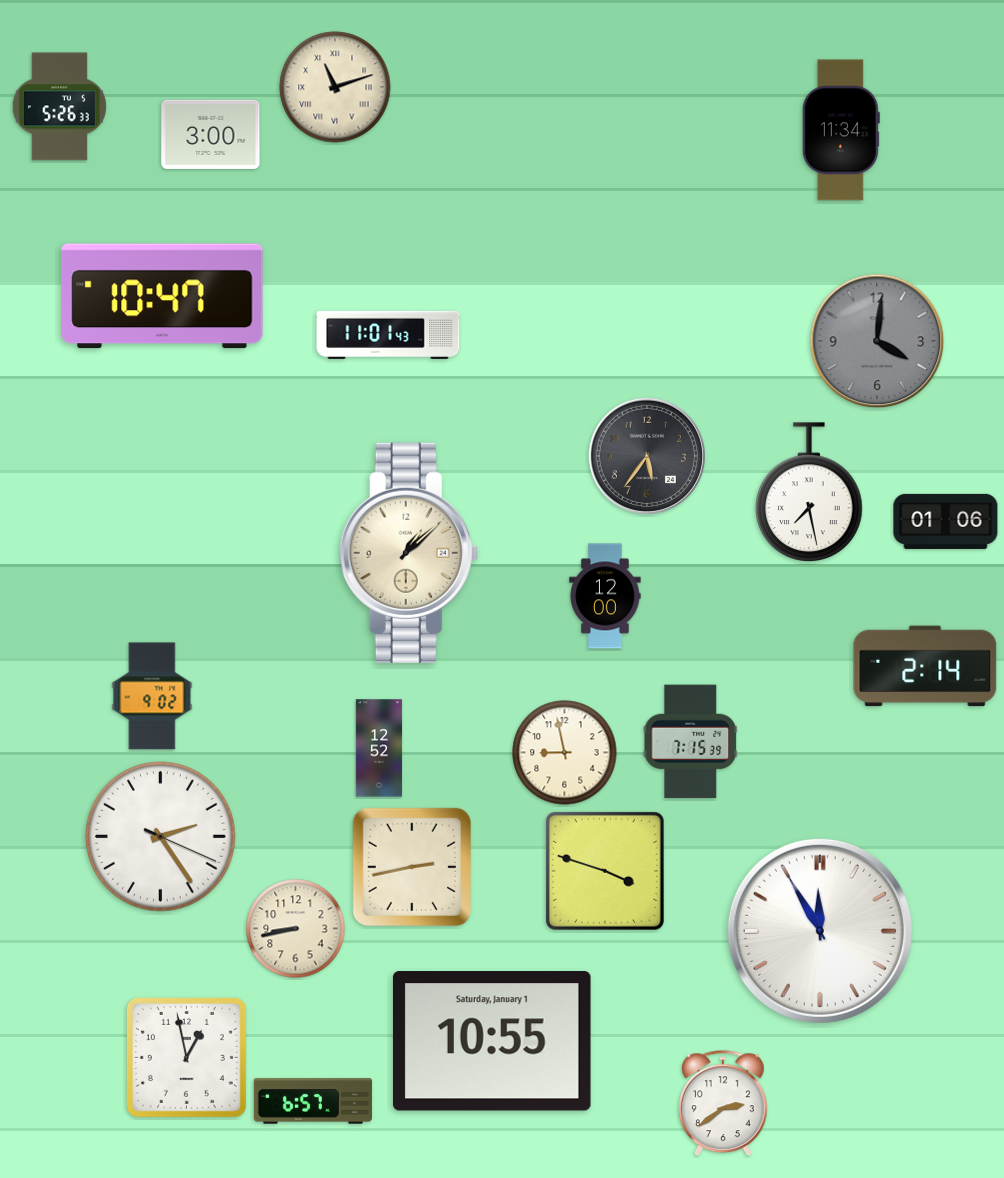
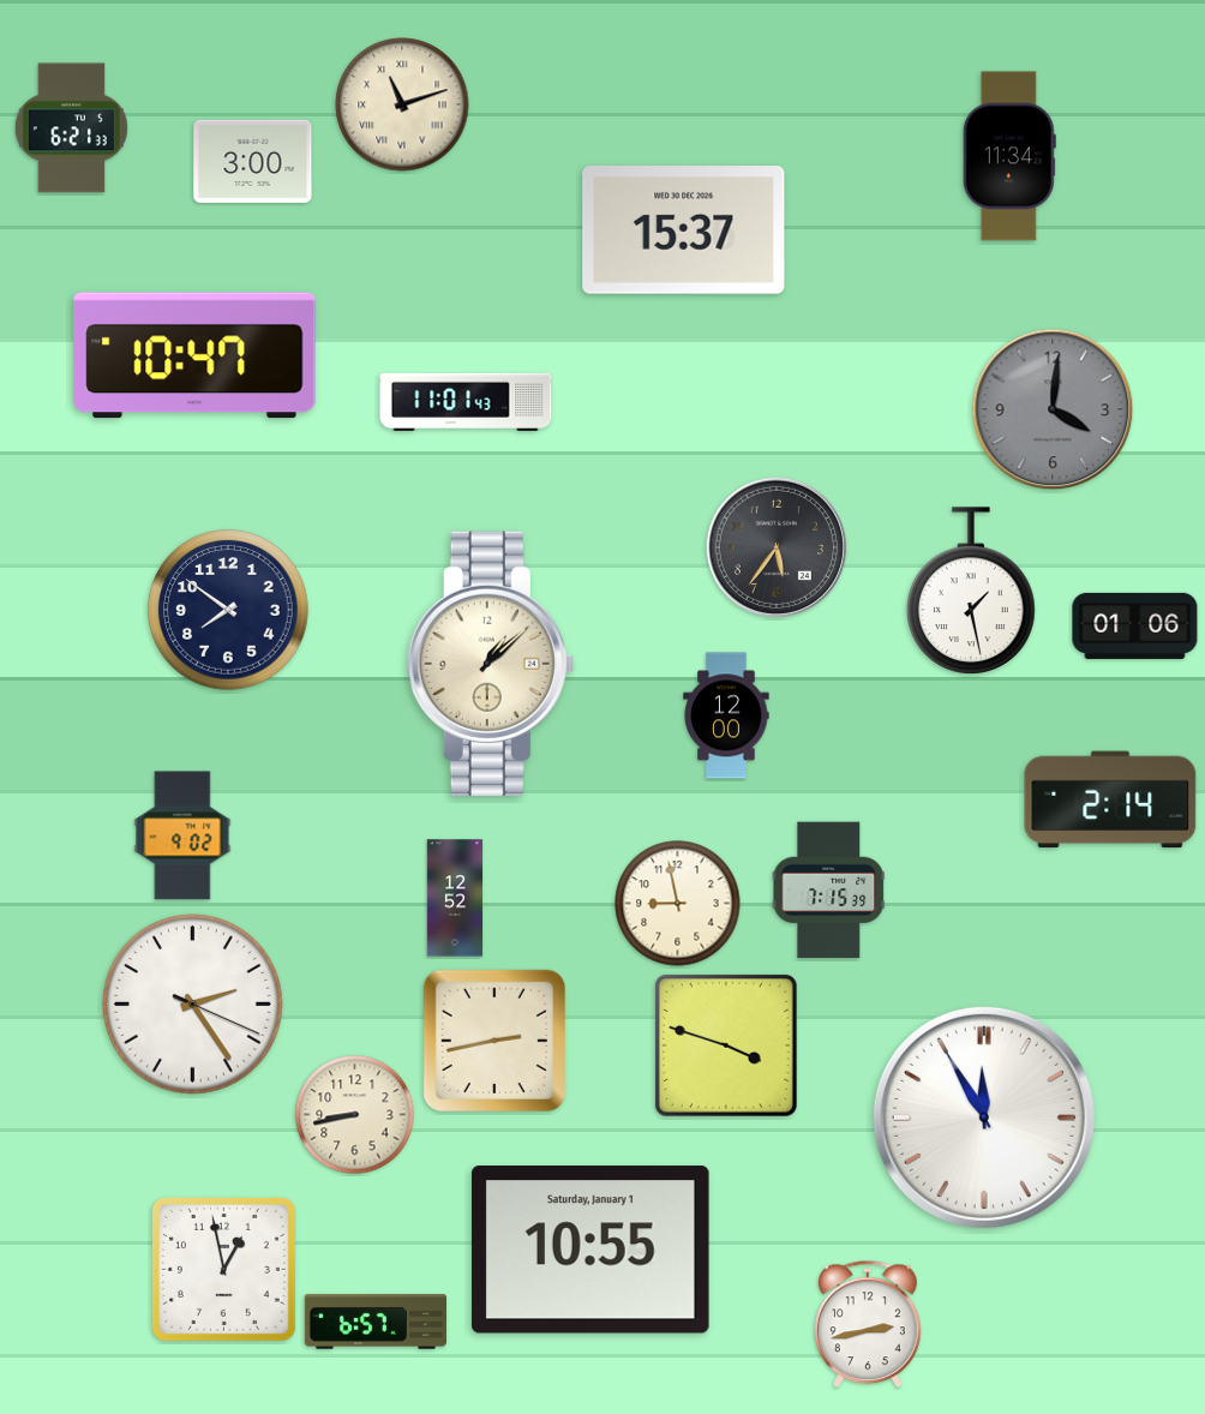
clock at (59, 107): 5:26 -> 6:21
clock at (684, 230): none -> 15:37
clock at (810, 492): 7:28 -> 1:28
clock at (228, 610): none -> 7:51
clock at (724, 1104): 2:39 -> 2:43
